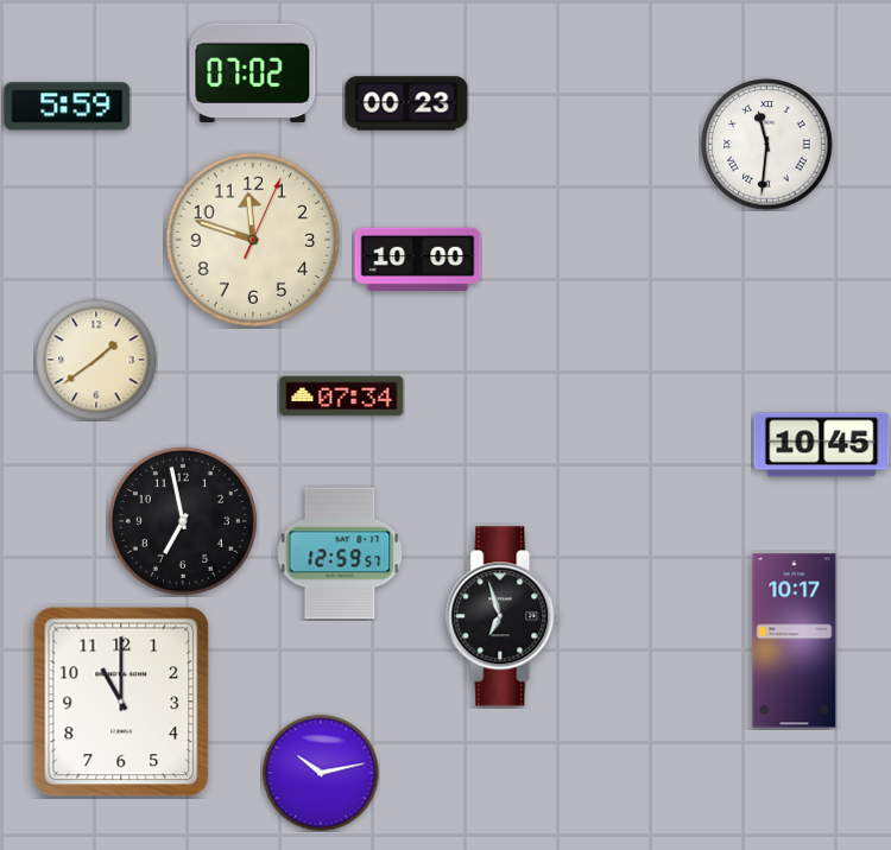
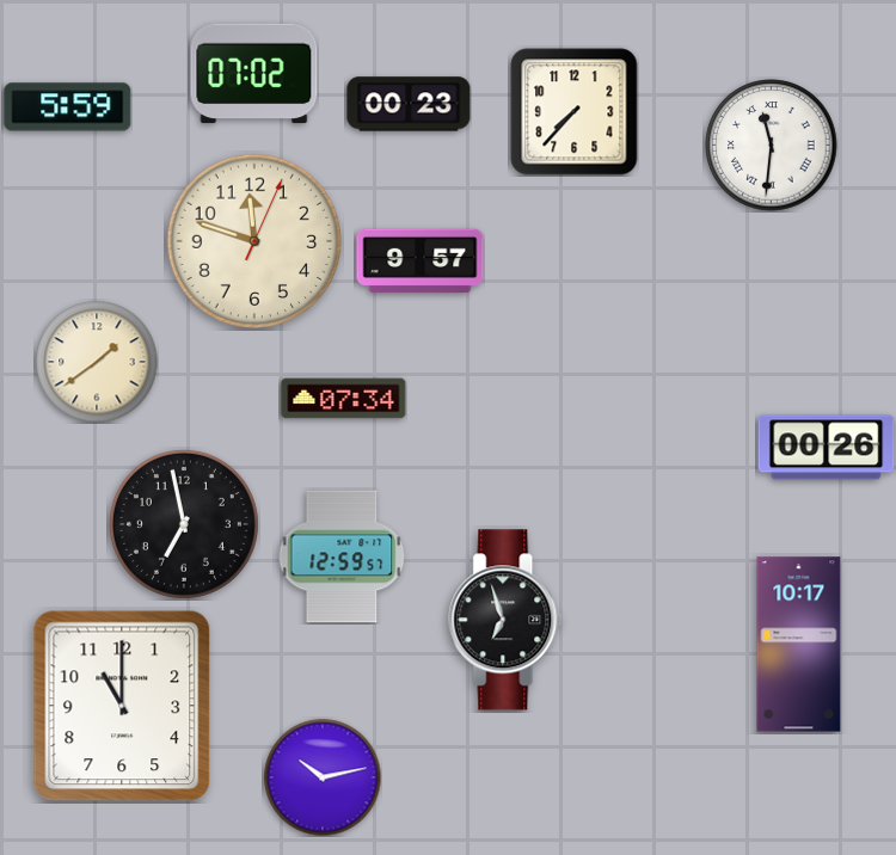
clock at (575, 112): none -> 7:37
clock at (418, 259): 10:00 -> 9:57
clock at (822, 445): 10:45 -> 00:26
